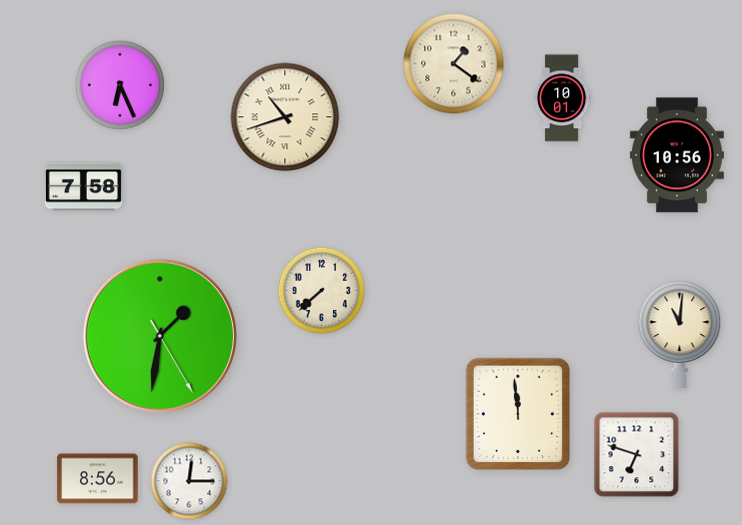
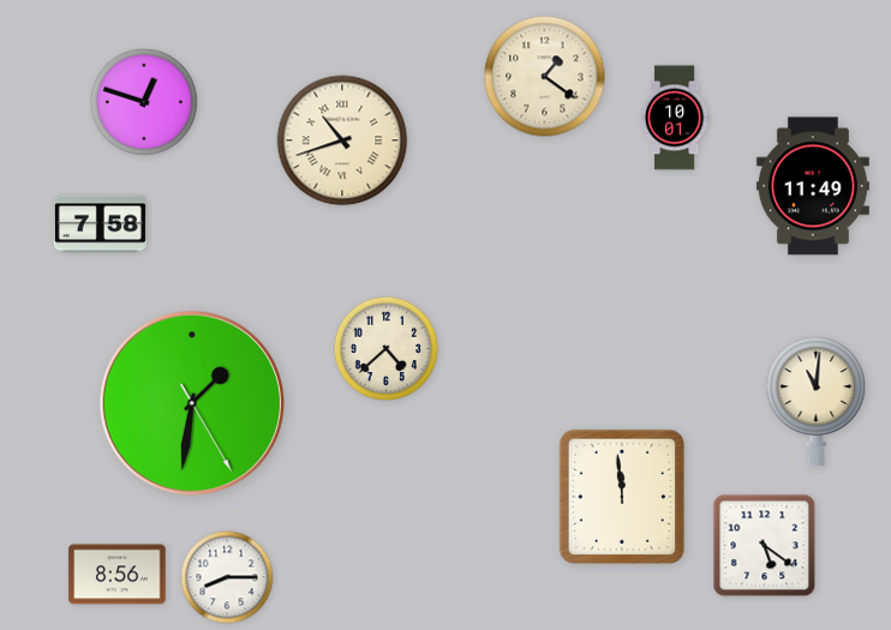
clock at (120, 85): 6:26 -> 12:48
clock at (677, 155): 10:56 -> 11:49
clock at (322, 291): 7:38 -> 4:38
clock at (637, 455): 6:48 -> 5:21
clock at (189, 481): 12:15 -> 8:15
